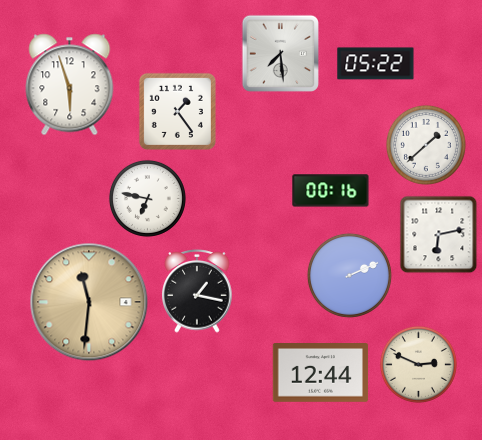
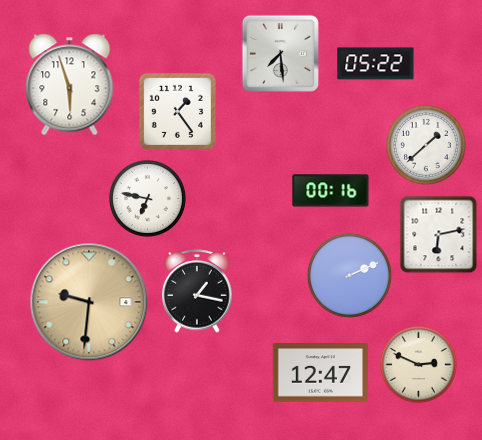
clock at (89, 302): 11:31 -> 9:31
clock at (321, 373): 12:44 -> 12:47
